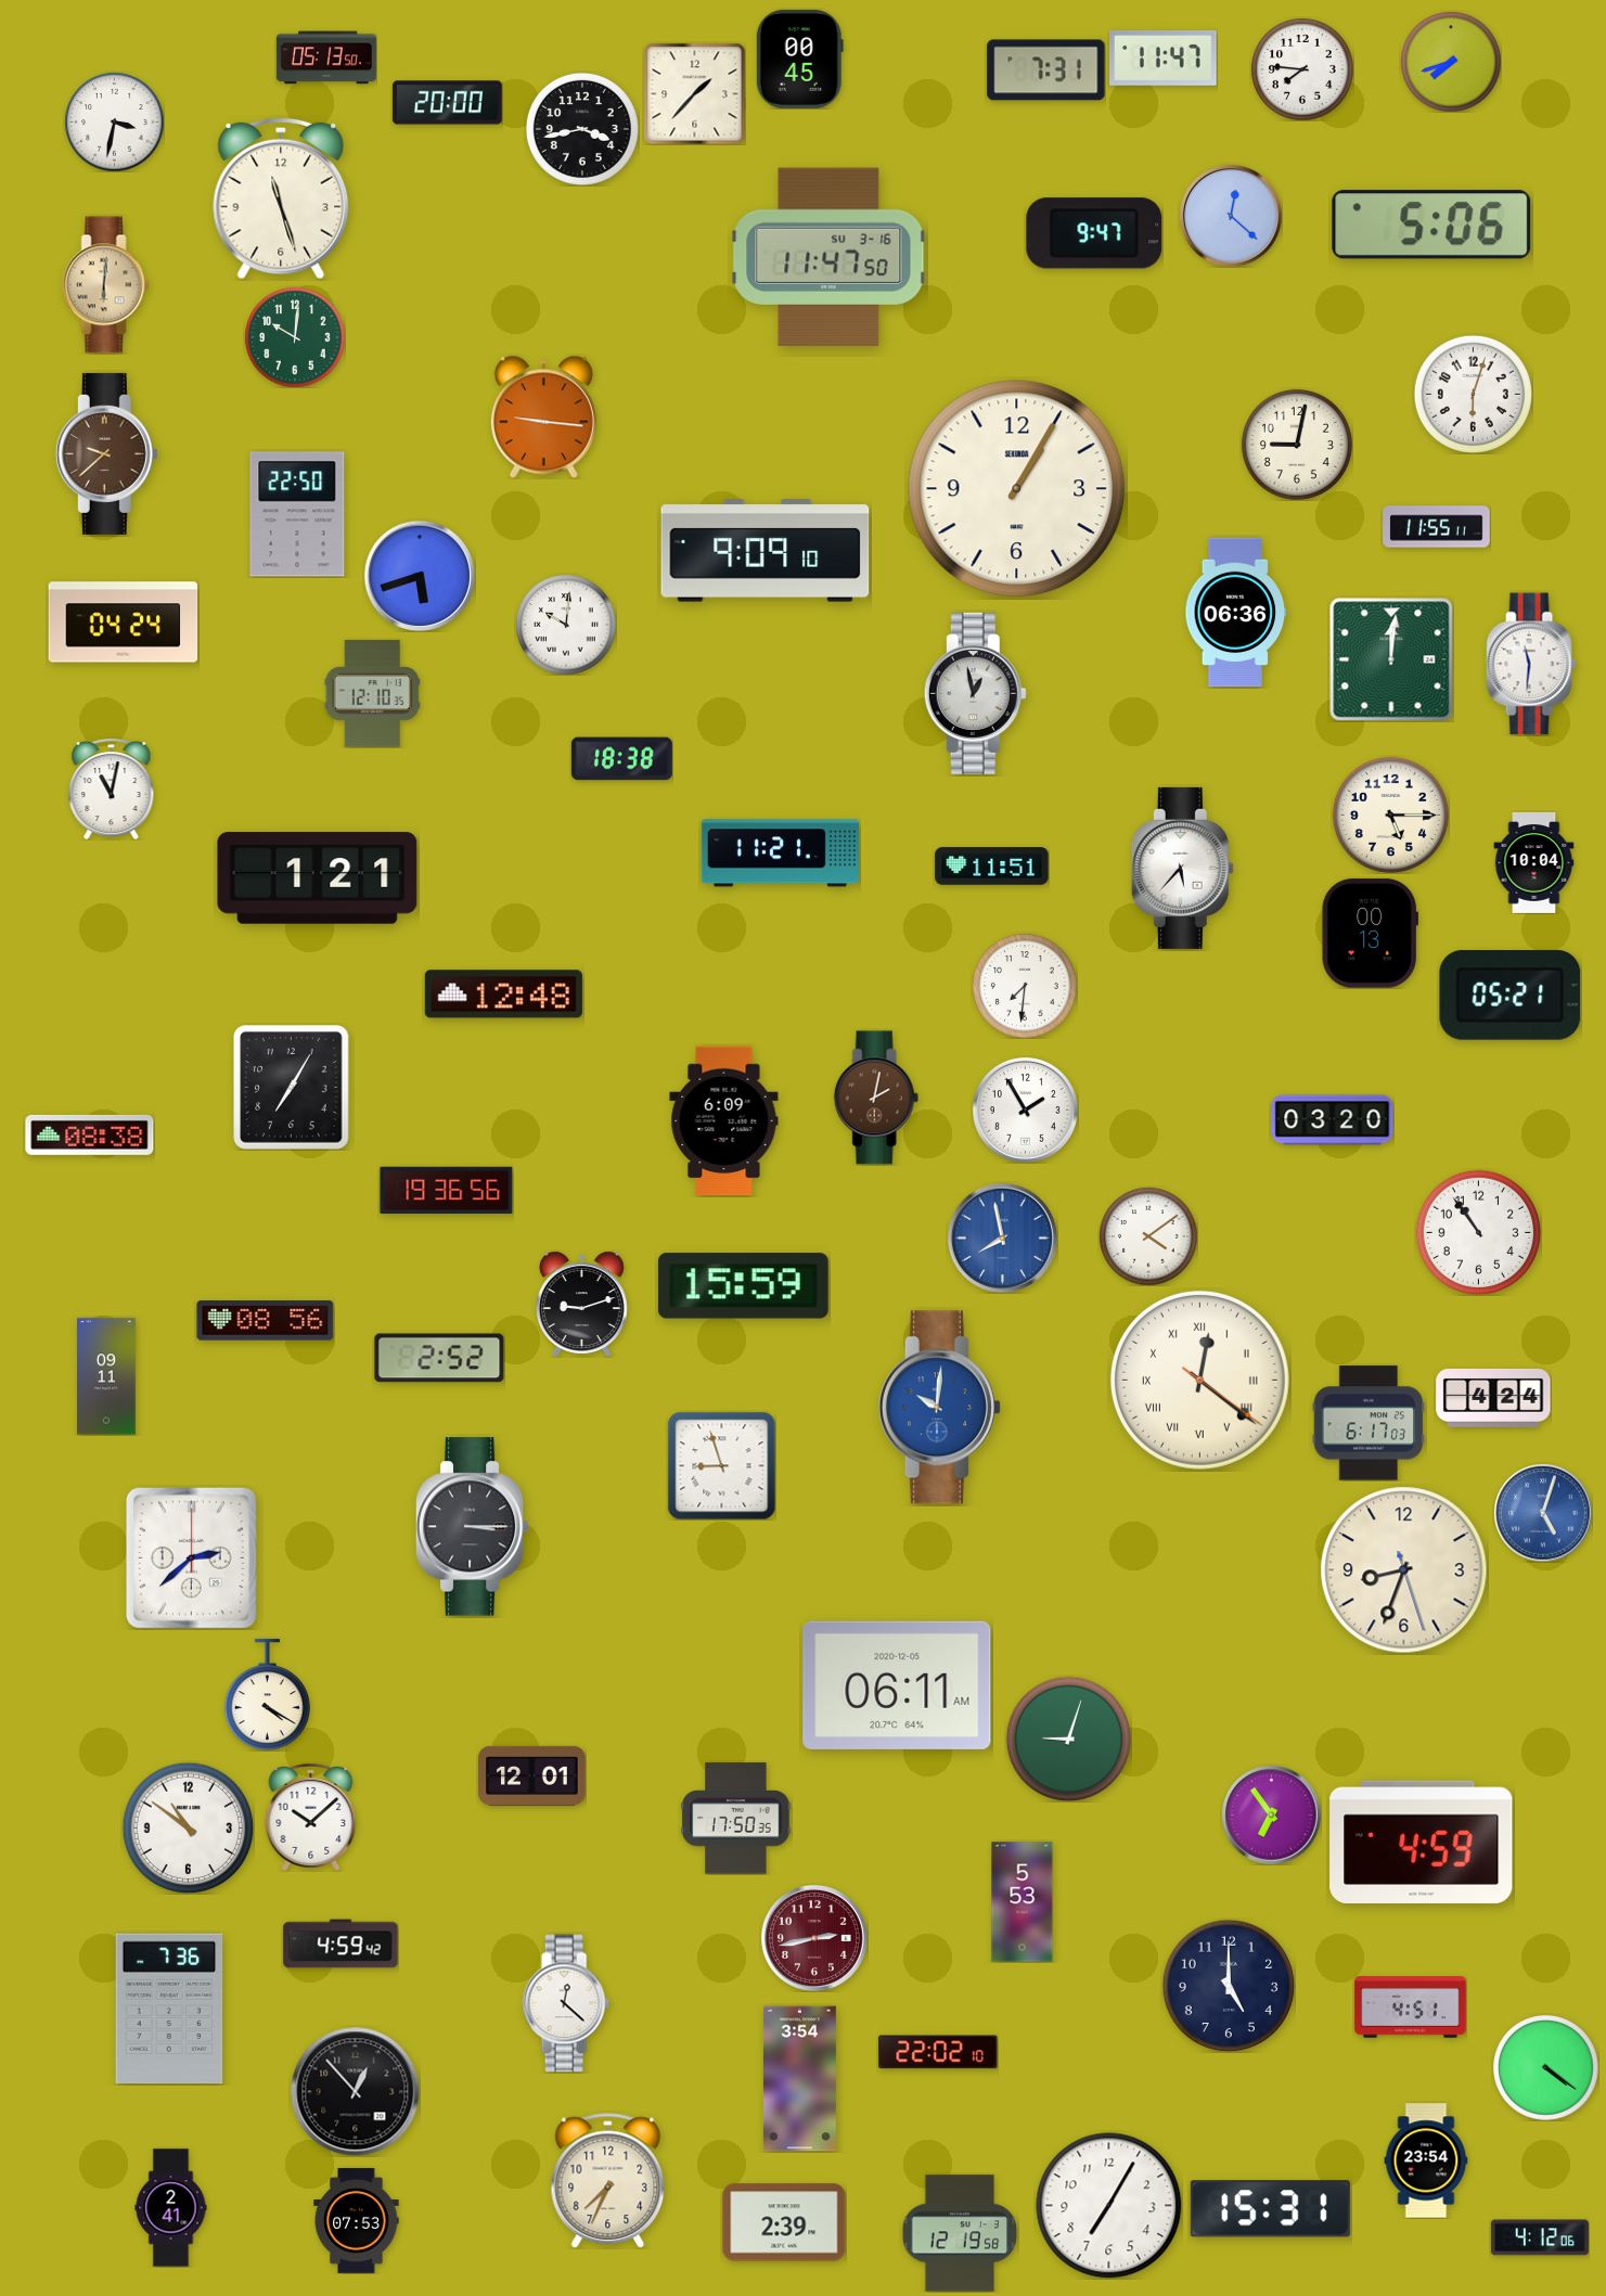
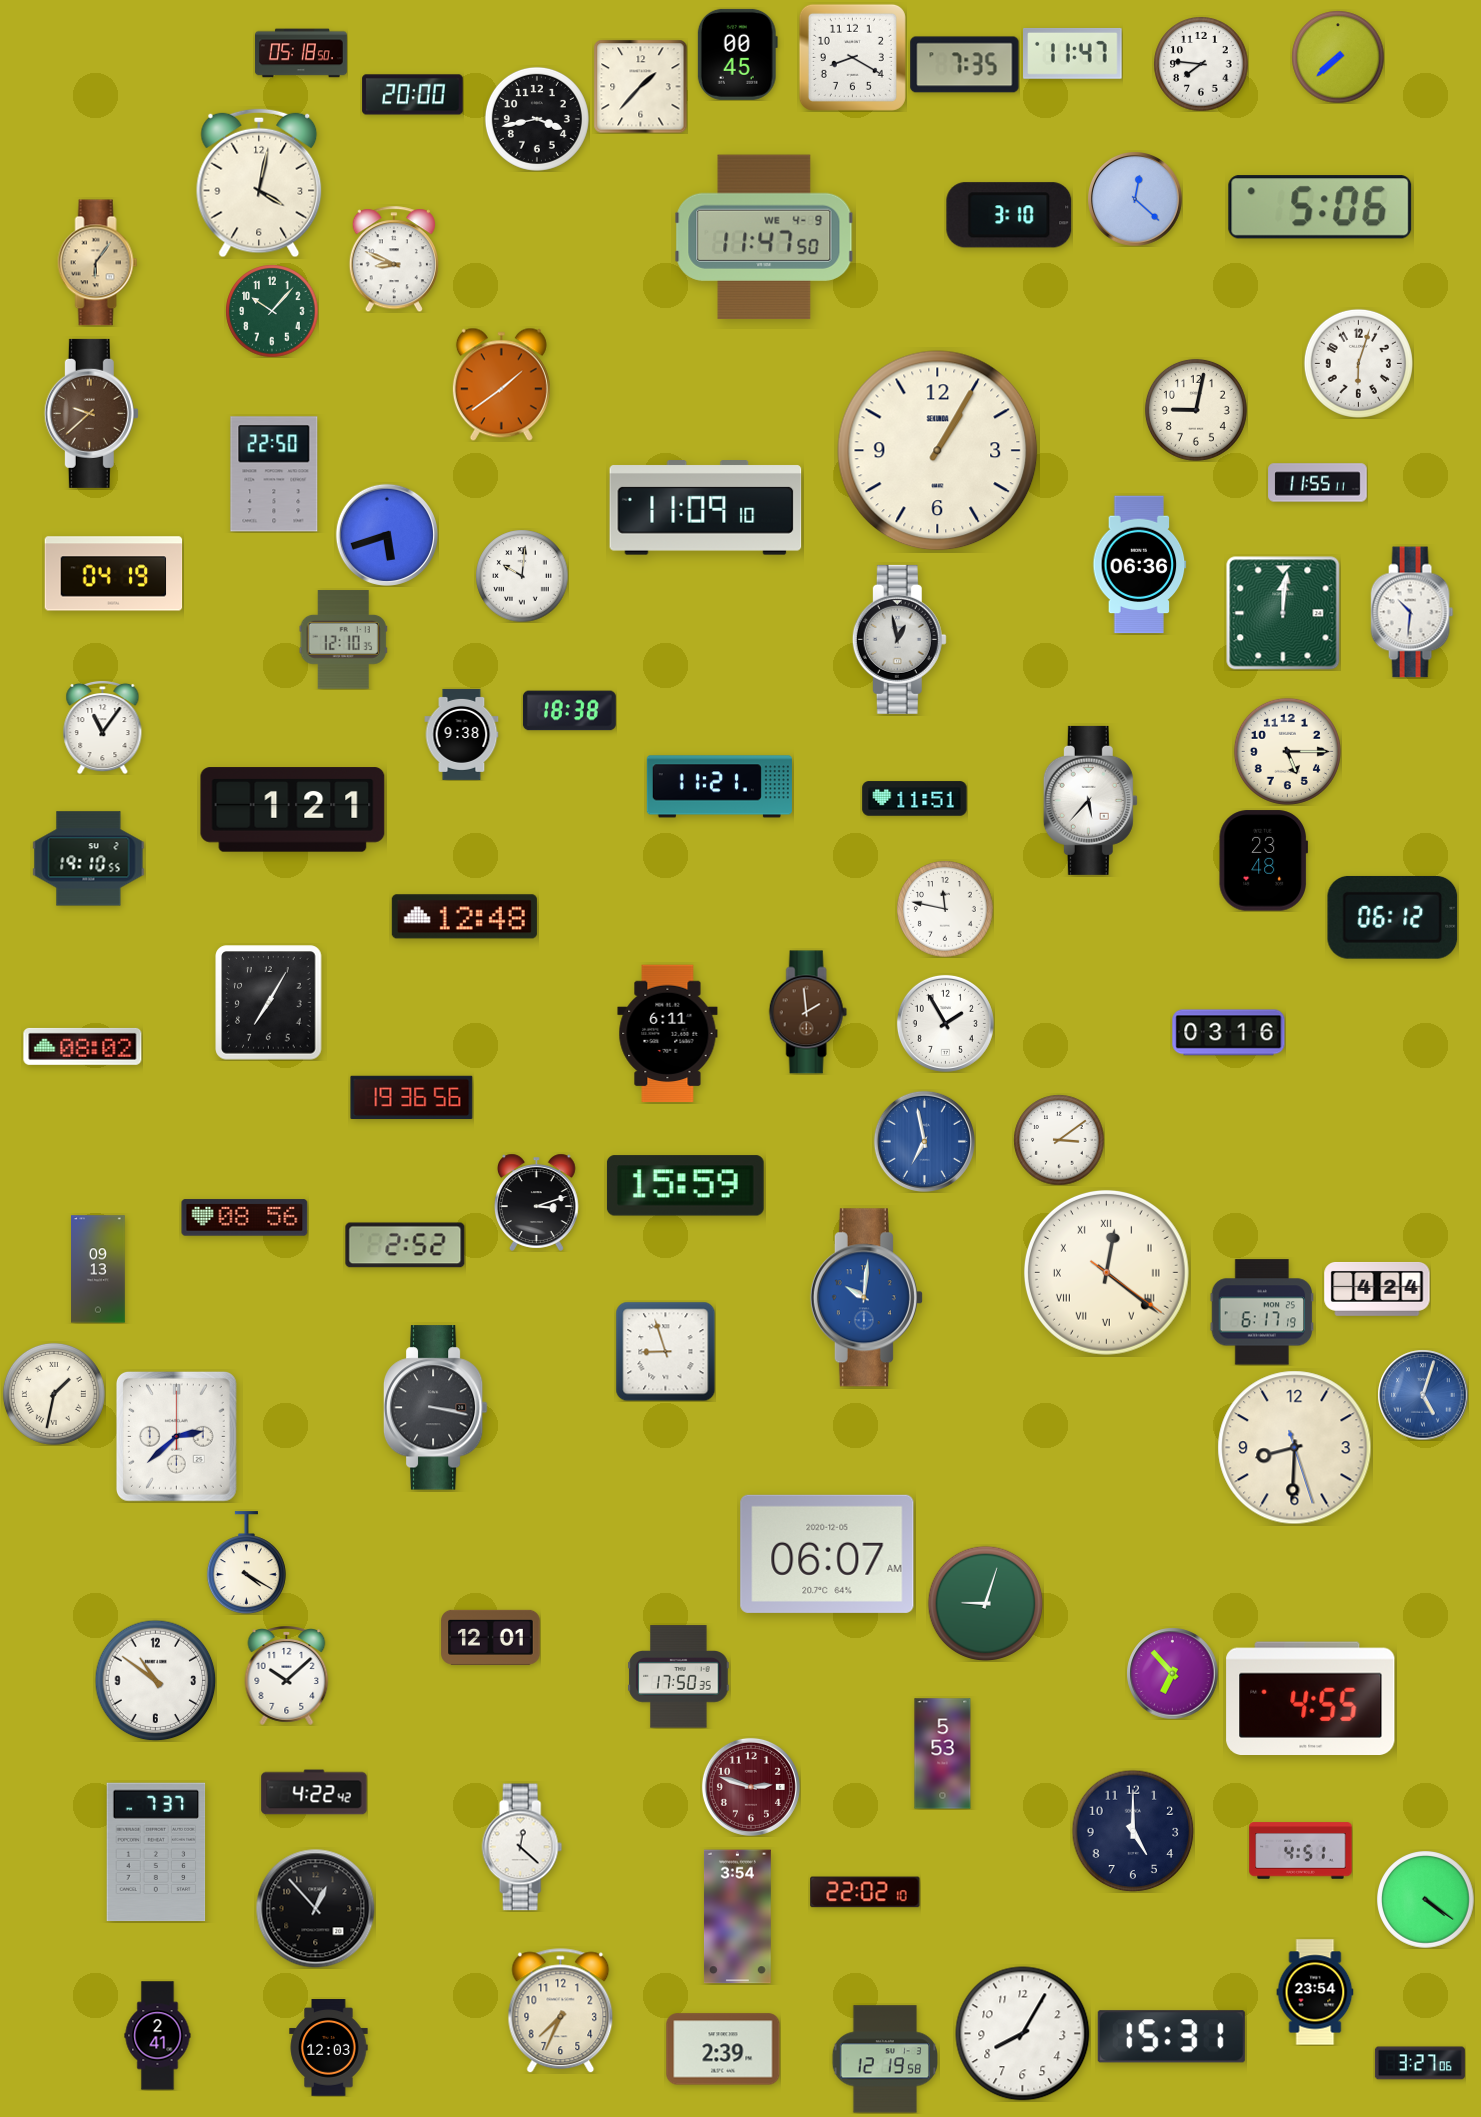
clock at (326, 57): 05:13 -> 05:18
clock at (852, 57): none -> 8:20
clock at (1451, 62): 7:42 -> 7:38
clock at (1046, 70): 7:31 -> 7:35
clock at (114, 121): 3:32 -> none
clock at (281, 198): 11:27 -> 4:02
clock at (1094, 233): 9:47 -> 3:10
clock at (828, 257) date: SU 3-16 -> WE 4-9
clock at (394, 259): none -> 8:49
clock at (106, 285): 6:01 -> 6:06
clock at (295, 337): 10:01 -> 10:07
clock at (543, 416): 9:16 -> 1:39
clock at (106, 453) position: (106, 453) -> (91, 413)
clock at (1437, 527) position: (1437, 527) -> (1318, 483)
clock at (766, 551): 9:09 -> 11:09
clock at (420, 576) position: (420, 576) -> (387, 535)
clock at (124, 623): 04:24 -> 04:19
clock at (1391, 659) position: (1391, 659) -> (1283, 613)
clock at (1531, 664): 11:31 -> 10:31
clock at (621, 759) position: (621, 759) -> (569, 711)
clock at (112, 788): 11:02 -> 11:06
clock at (462, 734): none -> 9:38
clock at (1390, 814) position: (1390, 814) -> (1287, 751)
clock at (1534, 862): 10:04 -> none
clock at (89, 859): none -> 19:10
clock at (1370, 934): 00:13 -> 23:48
clock at (1025, 986): 7:31 -> 11:47
clock at (1511, 995): 05:21 -> 06:12
clock at (876, 1098): 2:02 -> 1:59
clock at (1333, 1120): 03:20 -> 03:16
clock at (724, 1121): 6:09 -> 6:11
clock at (90, 1134): 08:38 -> 08:02
clock at (1478, 1232): 10:54 -> none
clock at (1148, 1236): 4:09 -> 3:09
clock at (1002, 1237): 7:58 -> 6:58
clock at (582, 1304): 9:12 -> 3:12
clock at (439, 1358) position: (439, 1358) -> (405, 1245)
clock at (106, 1376): 09:11 -> 09:13
clock at (1369, 1423): 6:17:03 -> 6:17:19
clock at (54, 1394): none -> 1:32
clock at (472, 1527): 3:15 -> 3:17
clock at (1404, 1570): 8:33 -> 8:30
clock at (897, 1685): 06:11 -> 06:07
clock at (1271, 1814): 6:54 -> 6:53
clock at (188, 1827) position: (188, 1827) -> (155, 1680)
clock at (1422, 1842): 4:59 -> 4:55
clock at (814, 1938): 2:43 -> 2:48
clock at (341, 1944): 4:59 -> 4:22
clock at (169, 2009): 7:36 -> 7:37
clock at (1546, 2068) position: (1546, 2068) -> (1426, 1900)
clock at (356, 2092) position: (356, 2092) -> (316, 1909)
clock at (1109, 2206): 7:05 -> 8:05
clock at (357, 2221): 07:53 -> 12:03
clock at (1540, 2237): 4:12 -> 3:27
